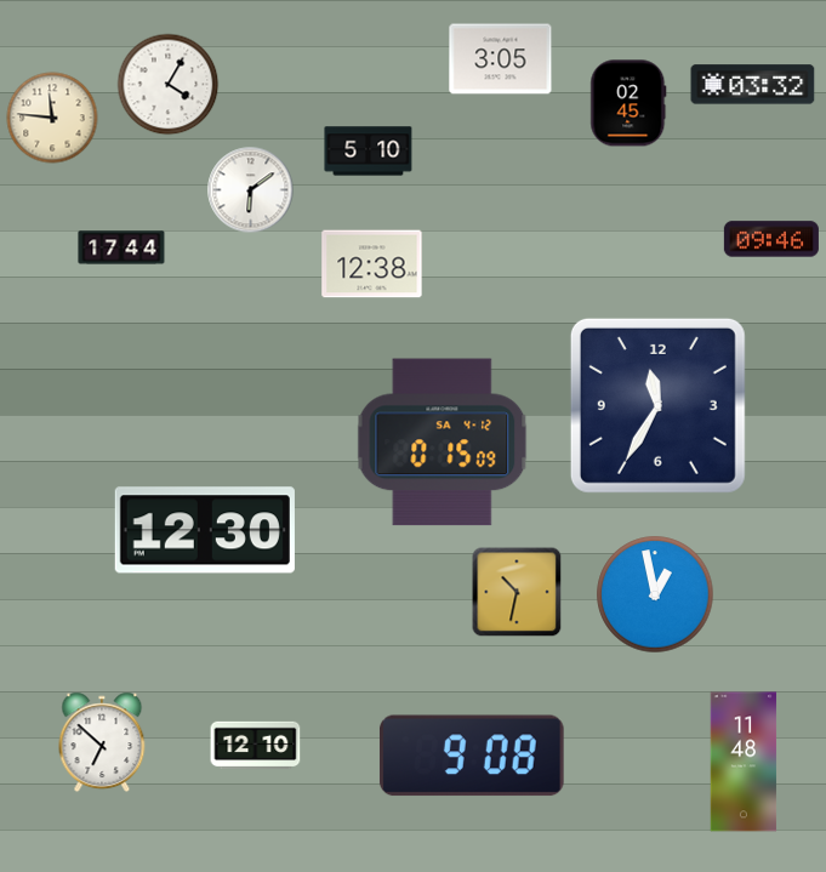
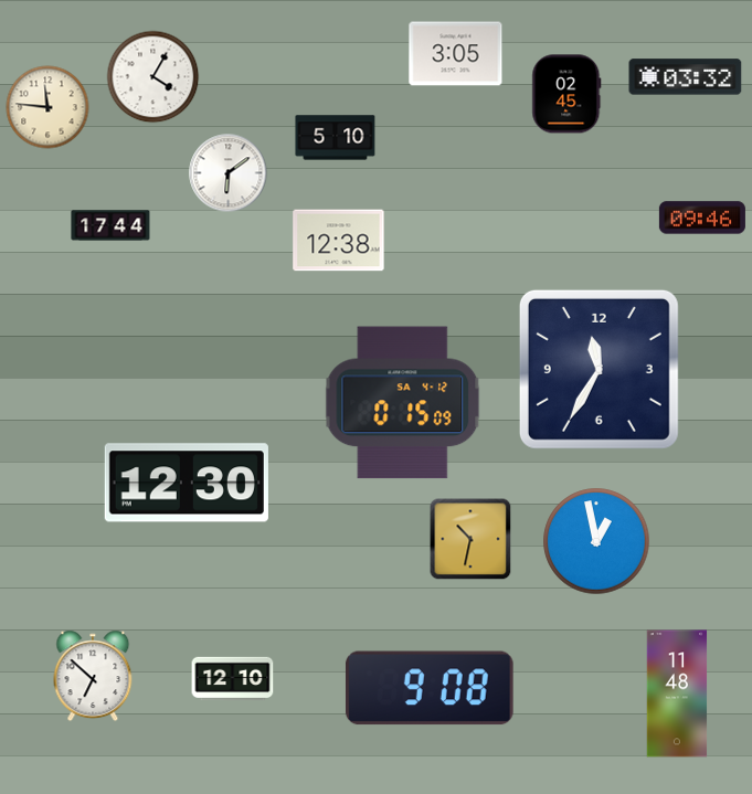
clock at (628, 103) position: (628, 103) -> (566, 94)
